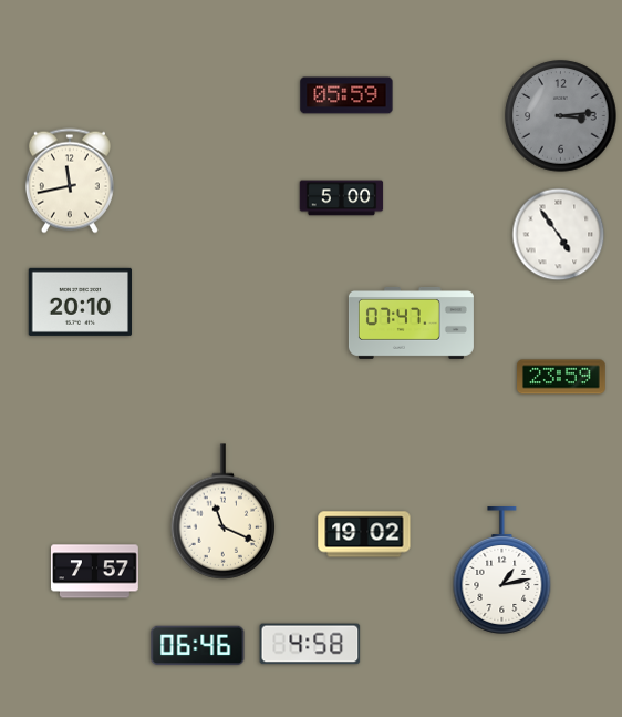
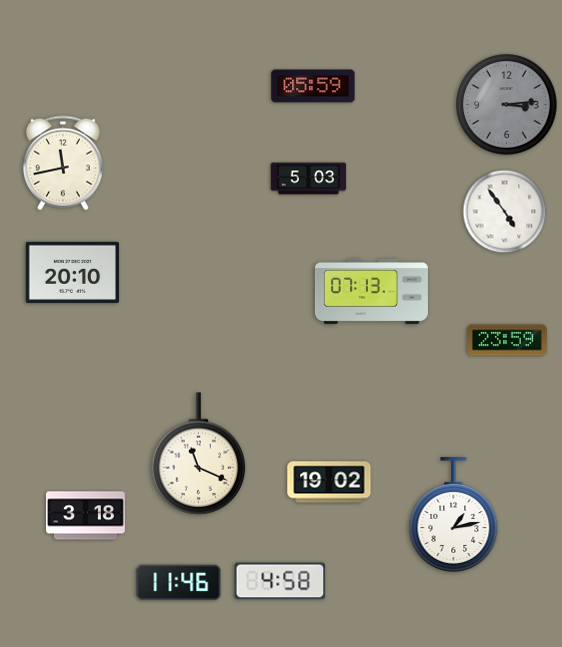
clock at (342, 198): 5:00 -> 5:03
clock at (411, 322): 07:47 -> 07:13
clock at (224, 512) position: (224, 512) -> (199, 454)
clock at (94, 572): 7:57 -> 3:18
clock at (198, 646): 06:46 -> 11:46
